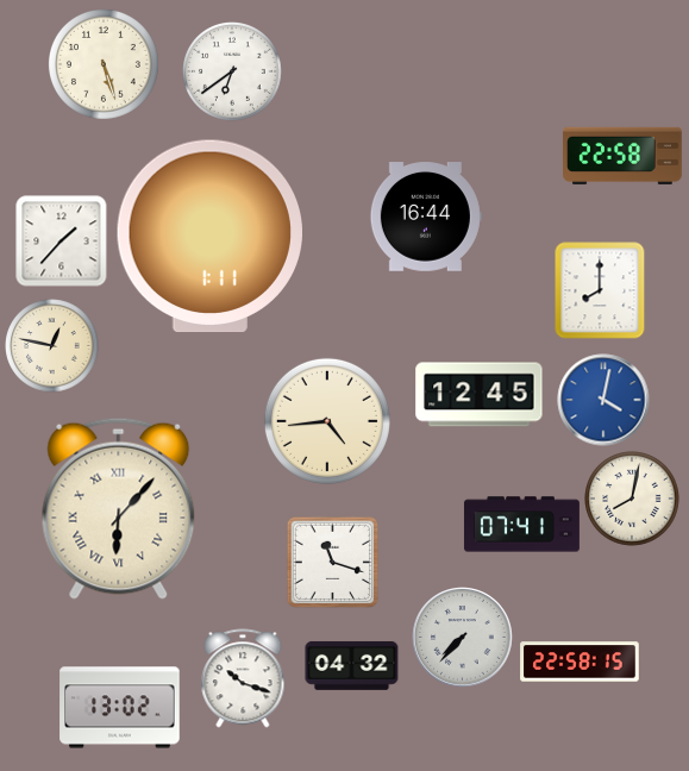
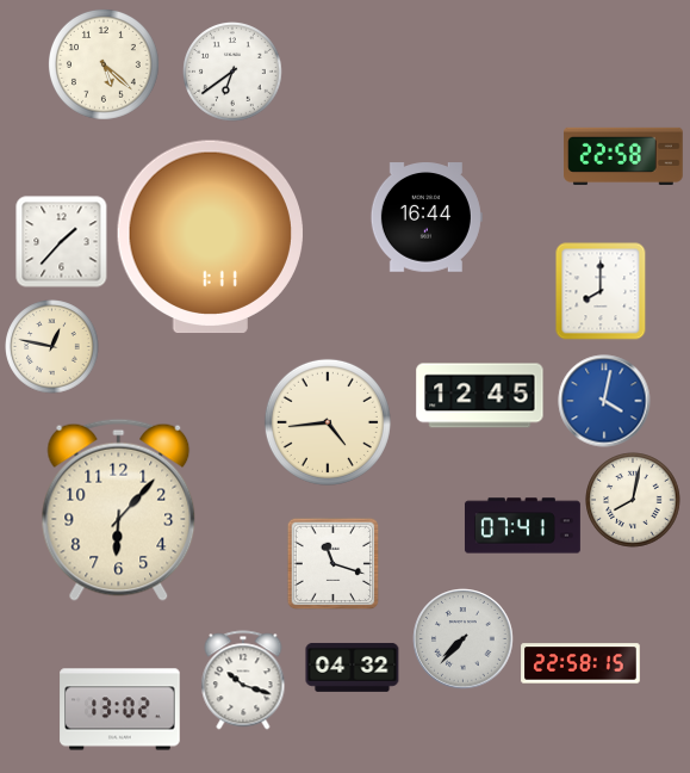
clock at (104, 64): 5:27 -> 5:22
clock at (119, 508) numerals: Roman -> Arabic
